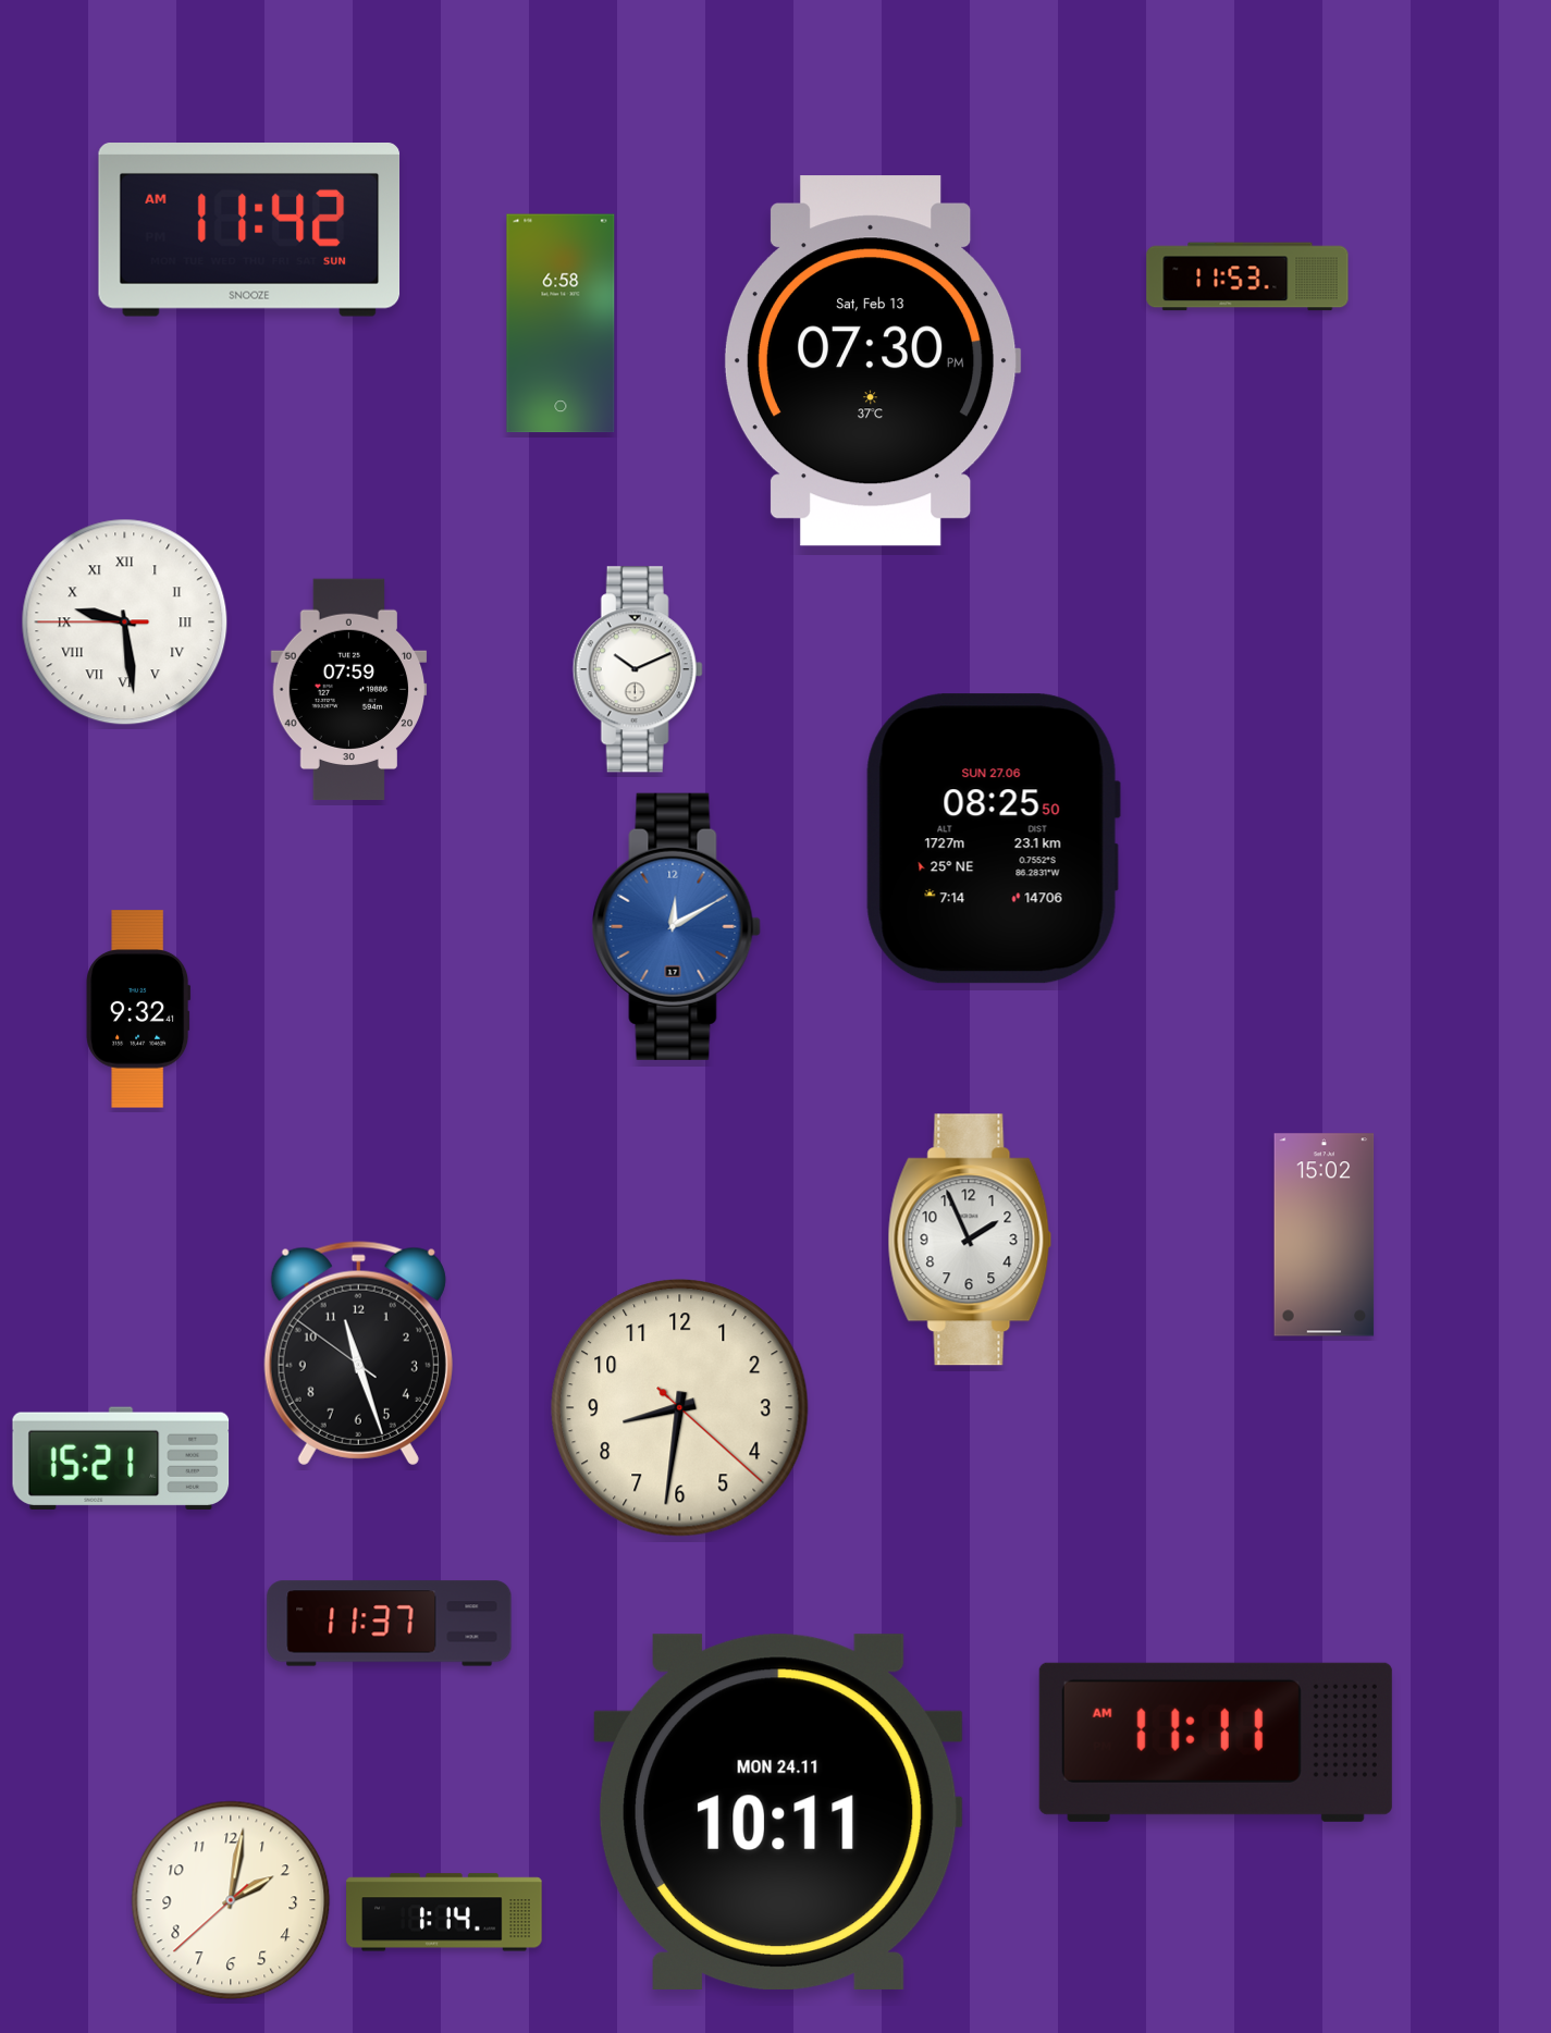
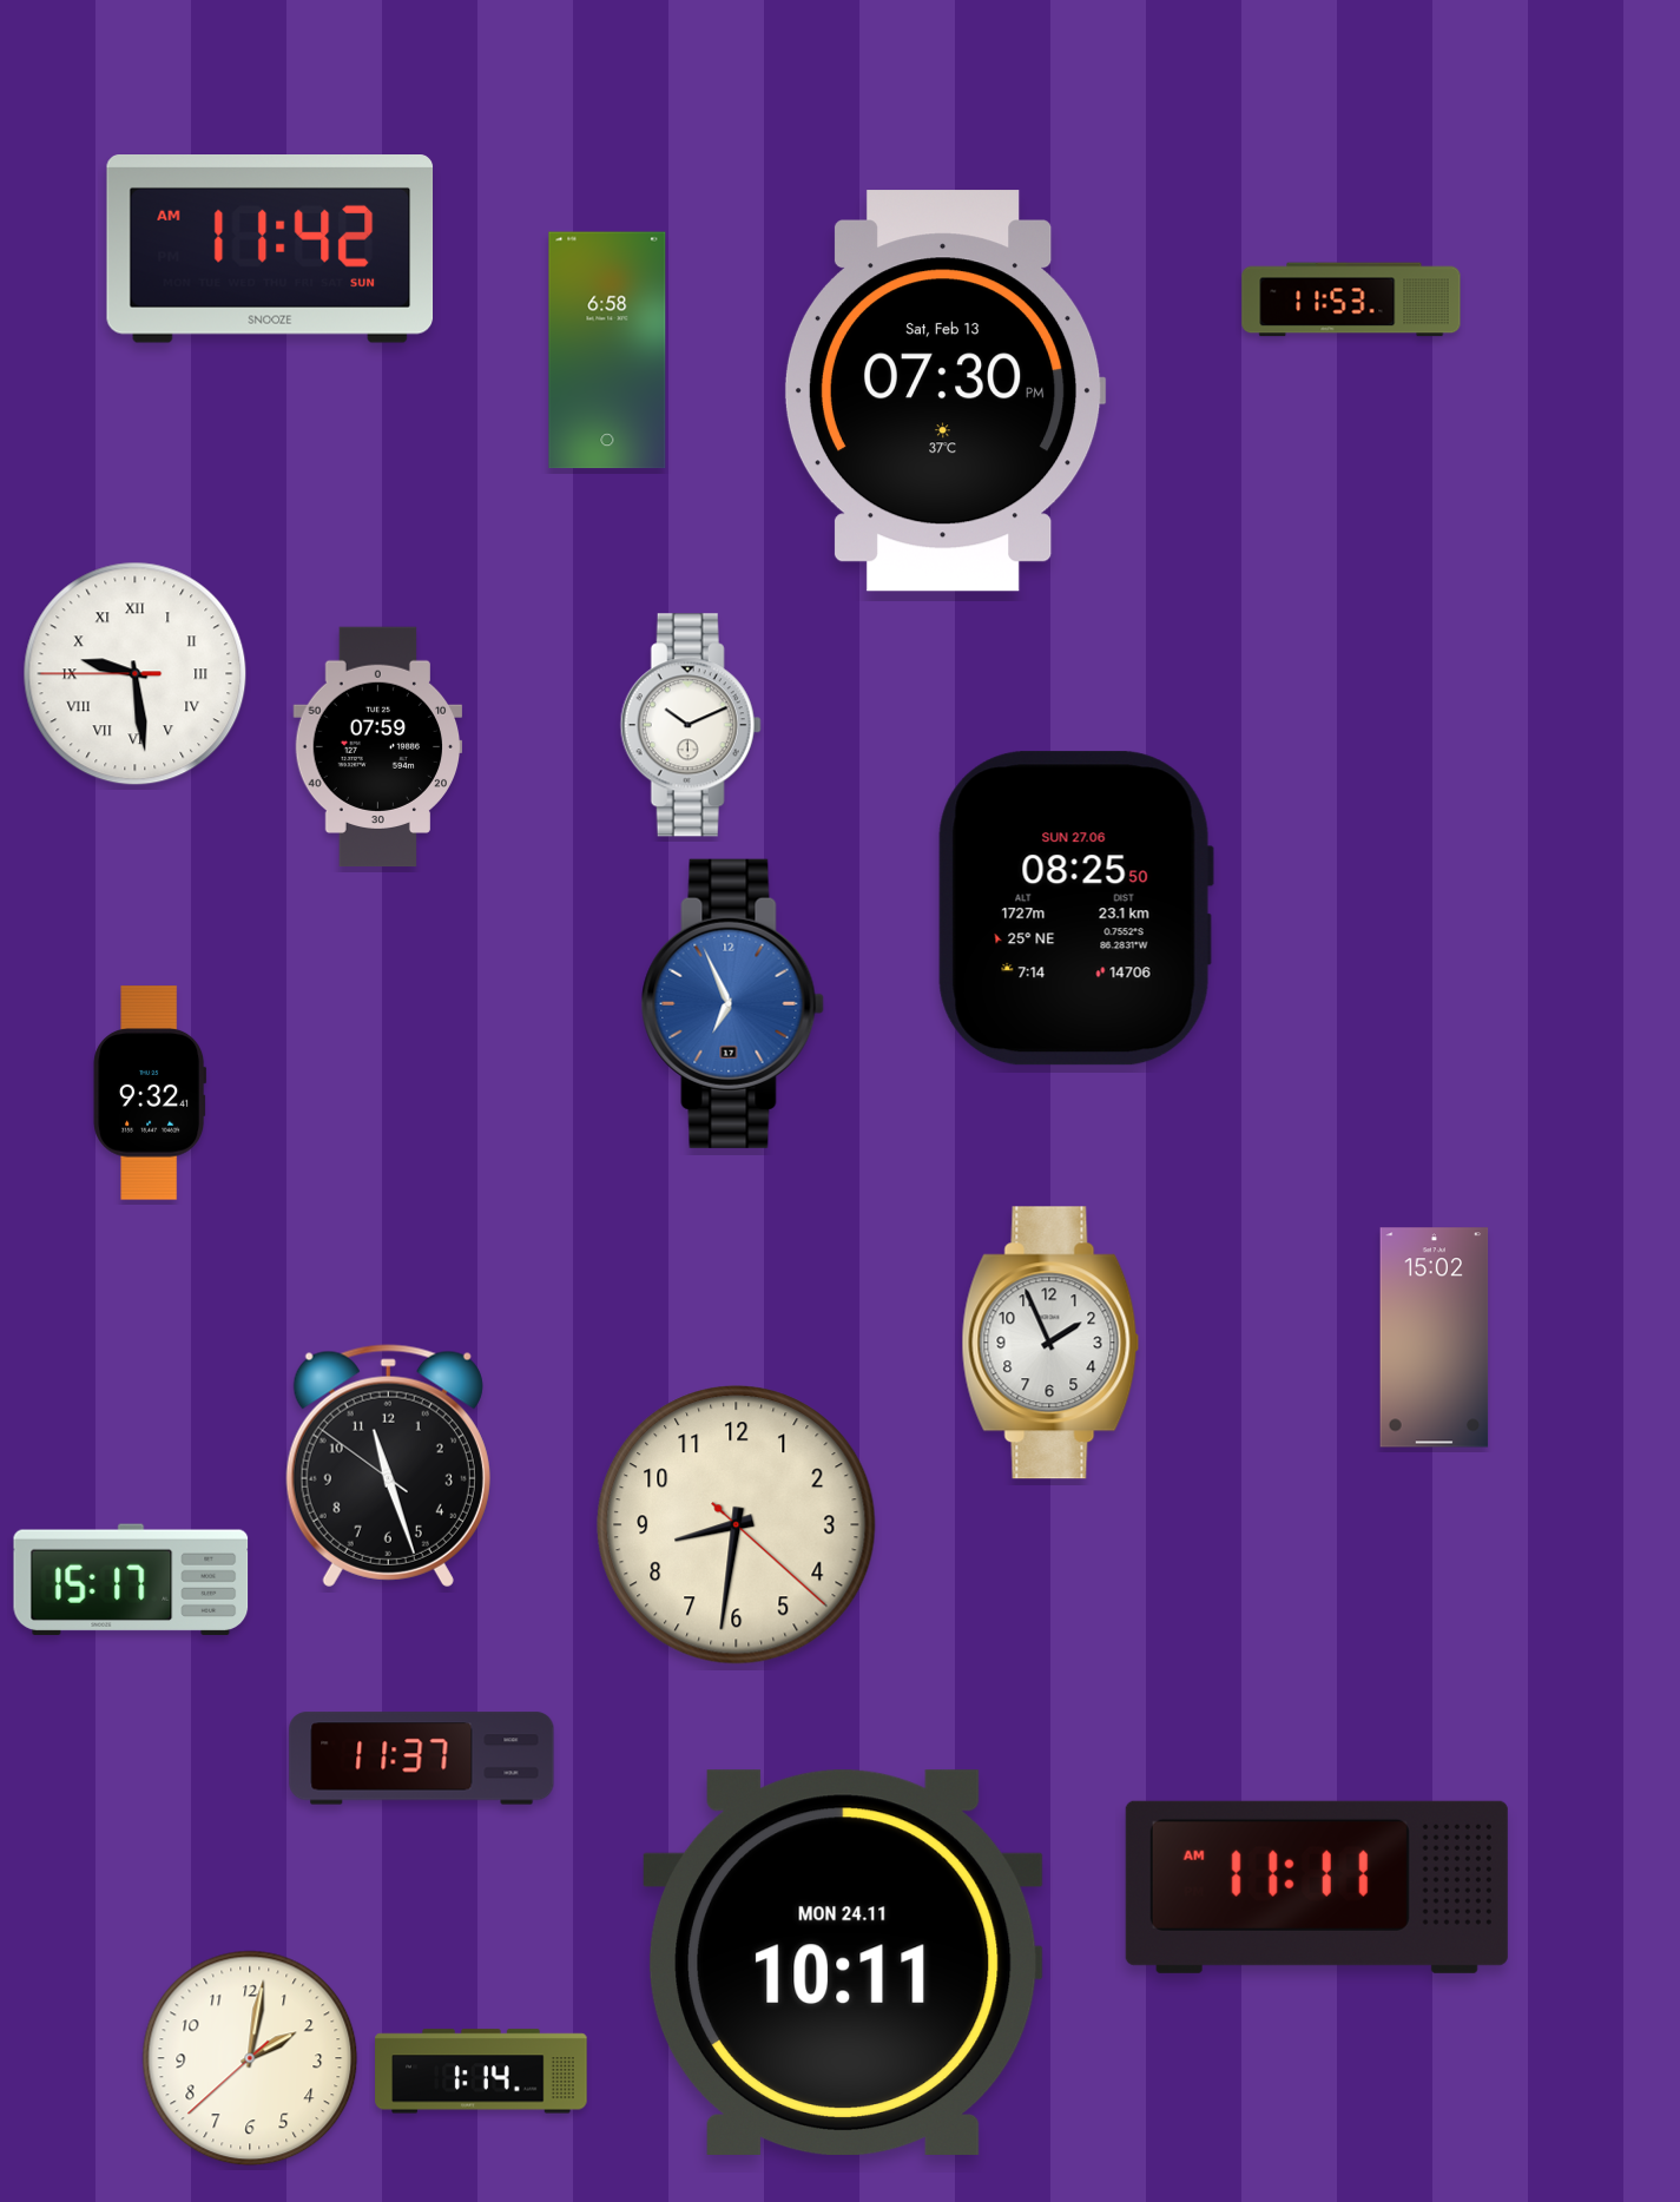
clock at (676, 926): 12:10 -> 6:56
clock at (121, 1458): 15:21 -> 15:17
